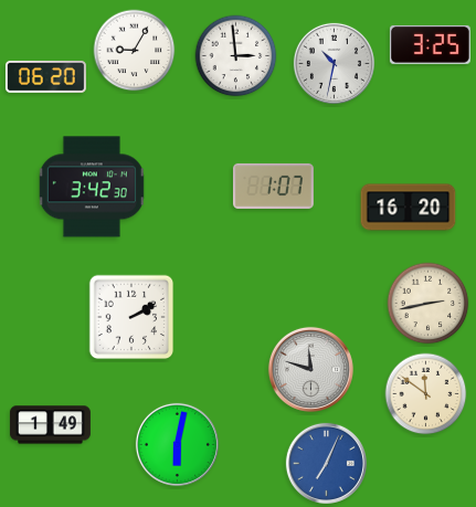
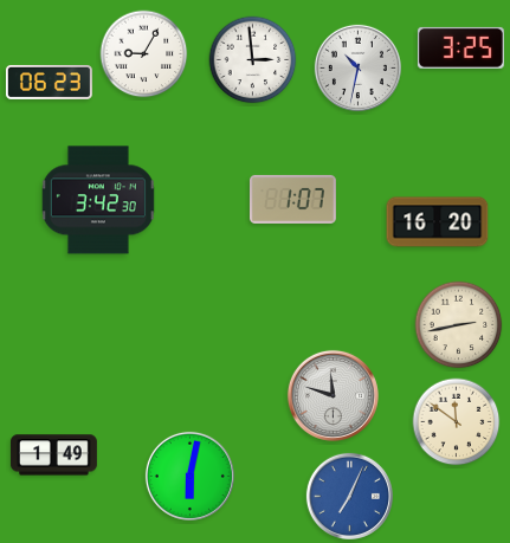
clock at (45, 76): 06:20 -> 06:23
clock at (131, 317): 2:10 -> none
